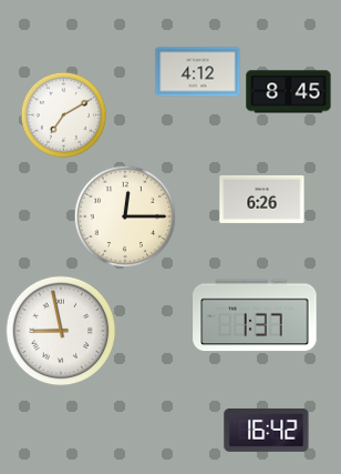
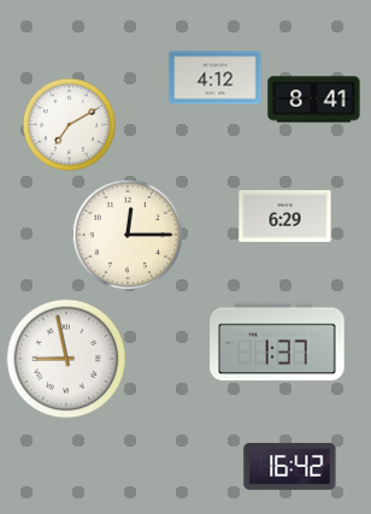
clock at (289, 92): 8:45 -> 8:41
clock at (262, 199): 6:26 -> 6:29
clock at (125, 216) position: (125, 216) -> (128, 235)
